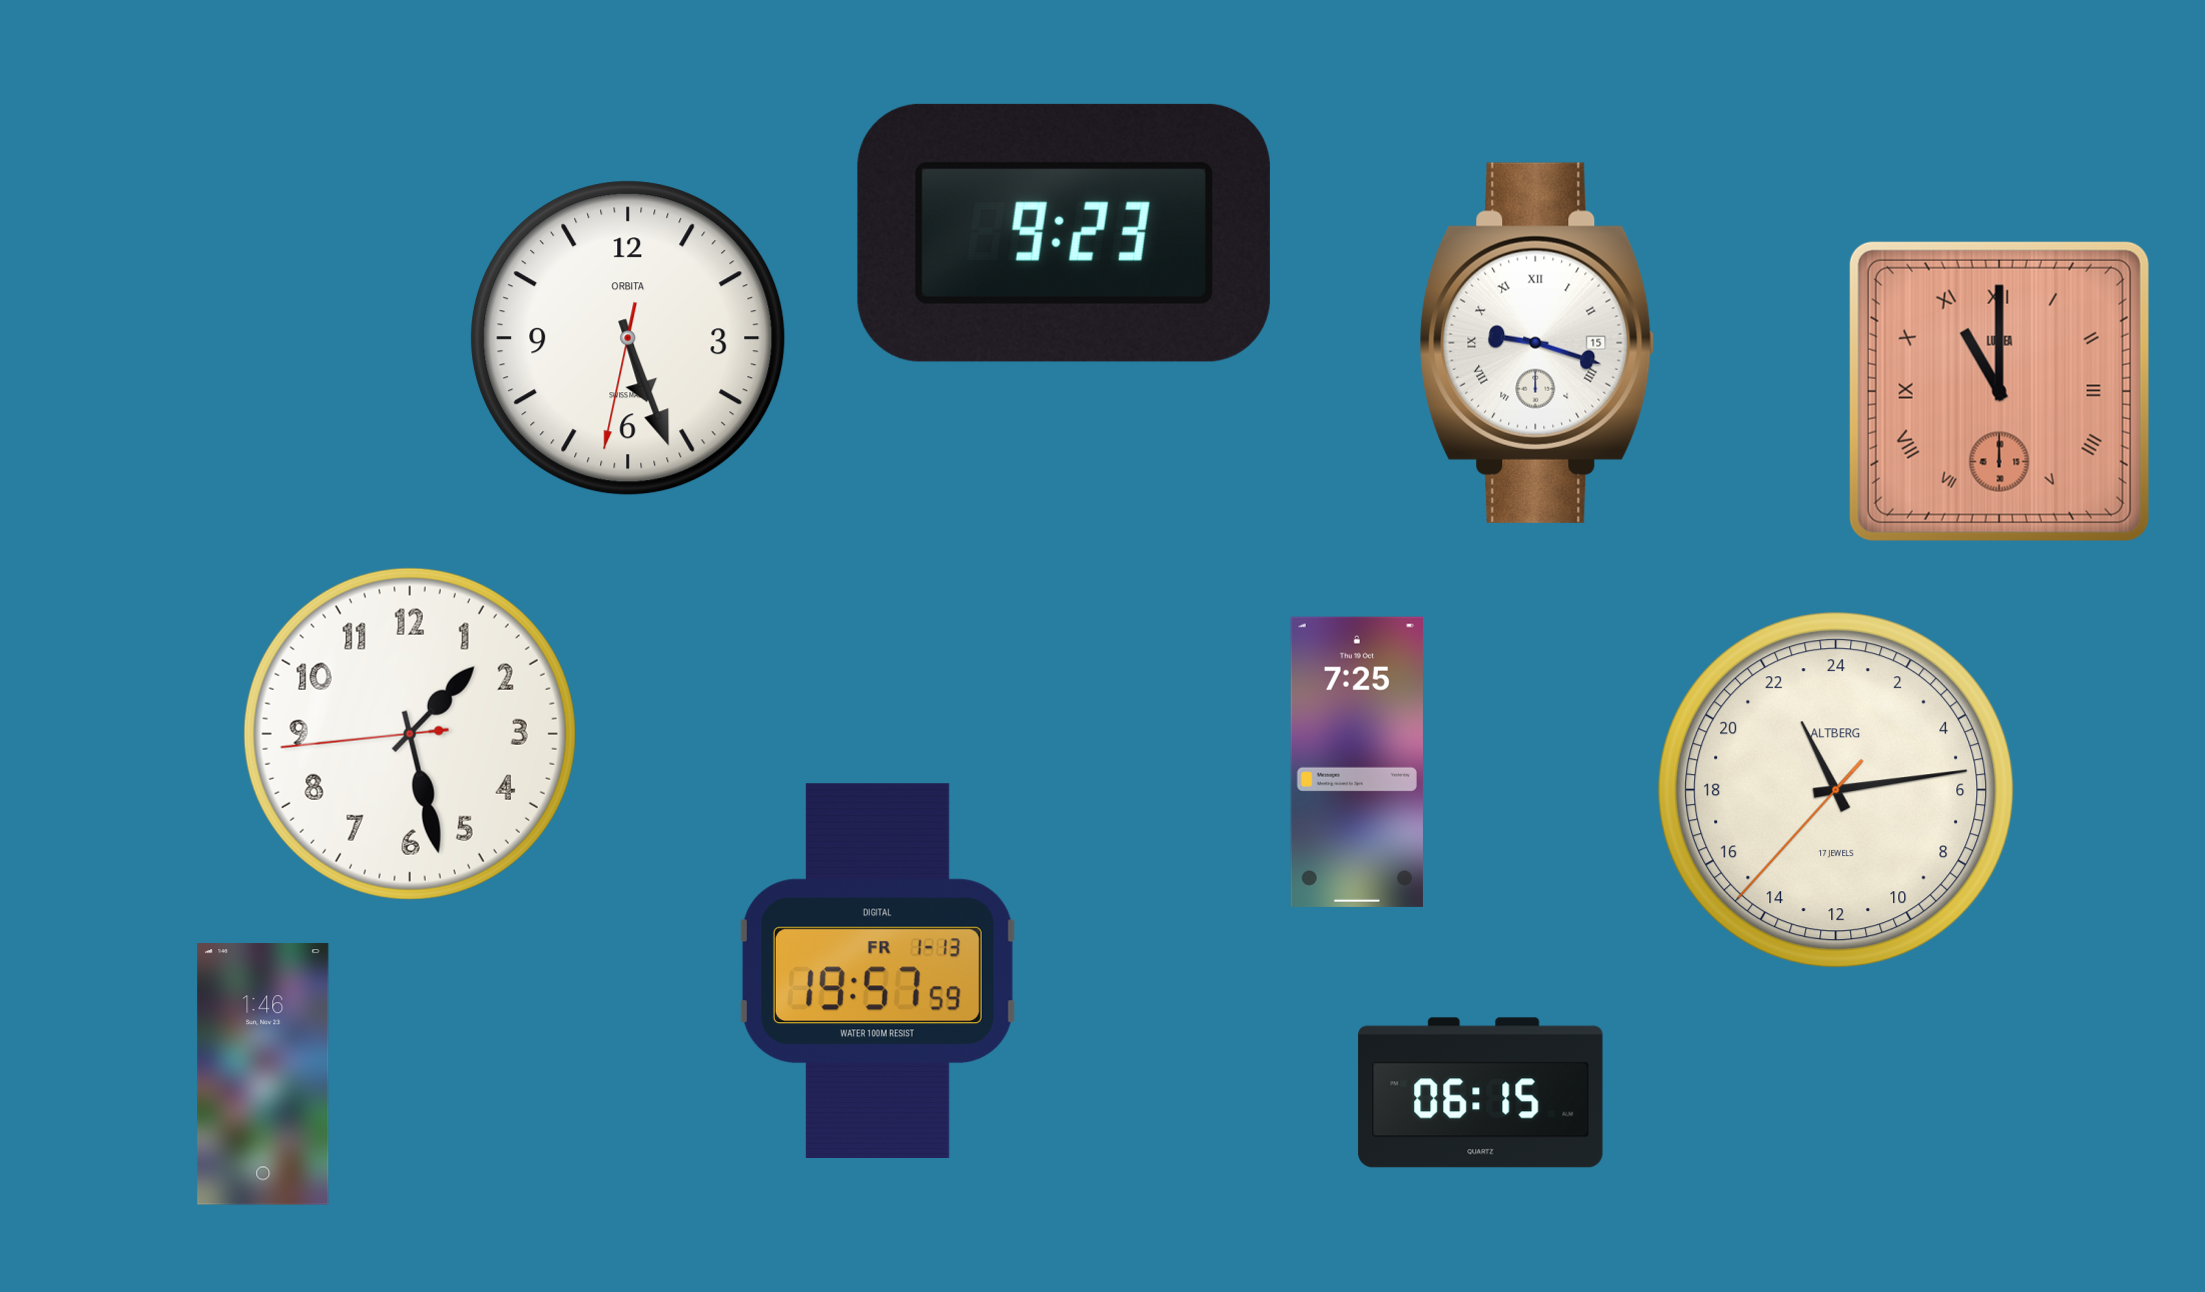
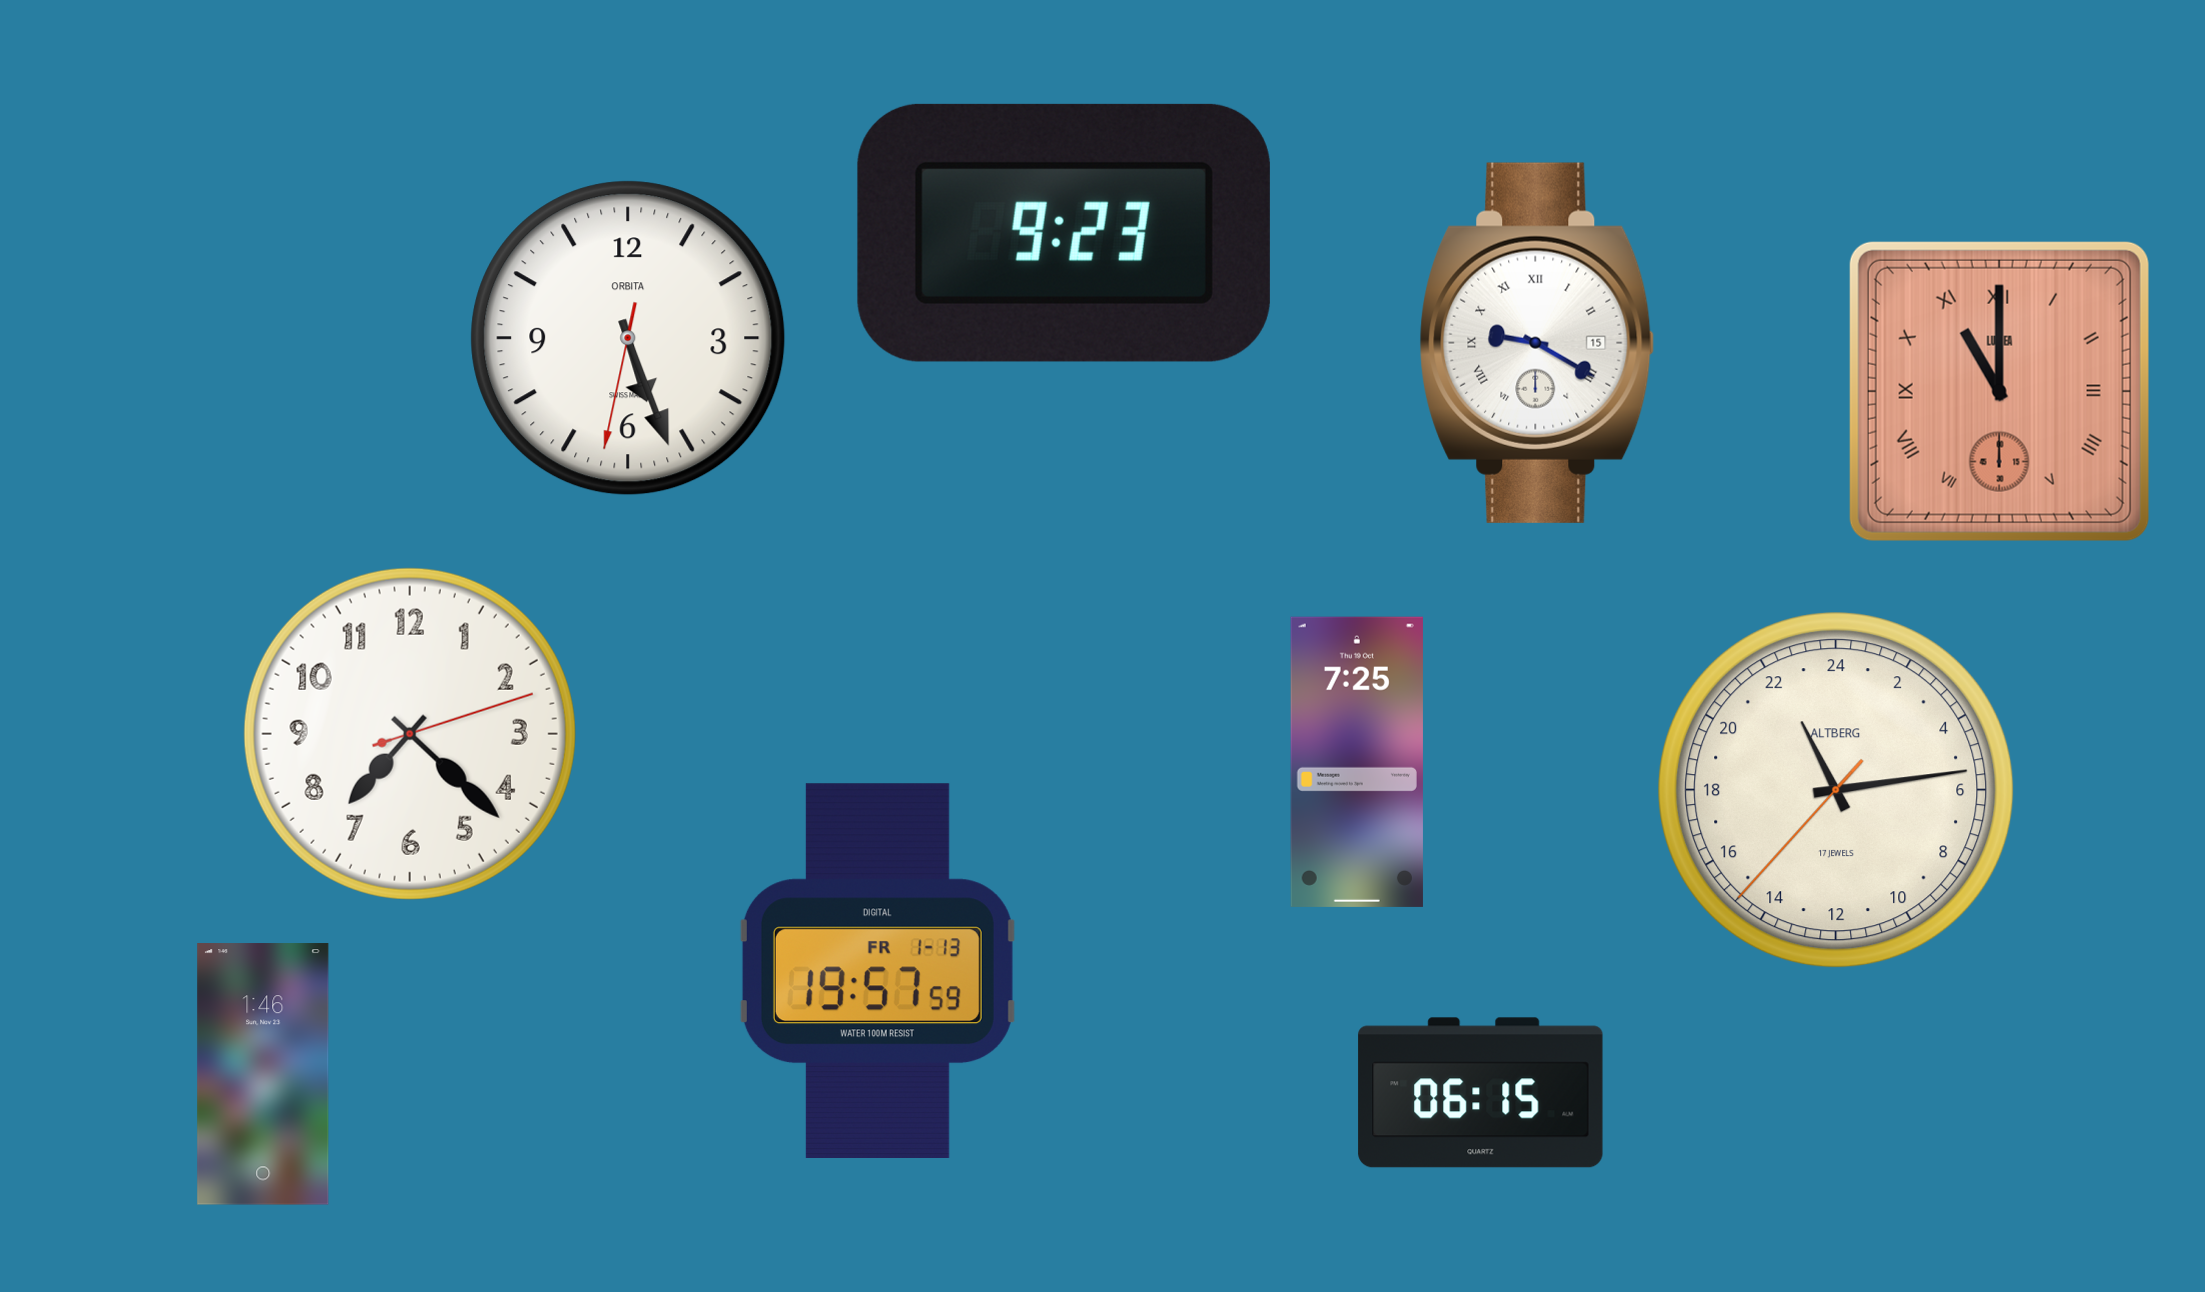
clock at (1537, 343): 9:18 -> 9:20
clock at (410, 734): 1:27 -> 7:22
